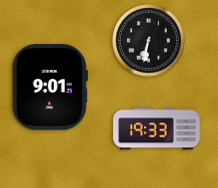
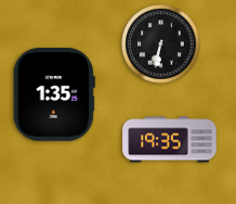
clock at (50, 87): 9:01 -> 1:35
clock at (157, 129): 19:33 -> 19:35
